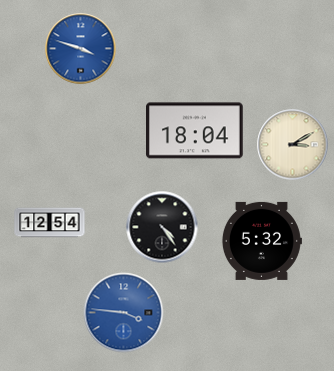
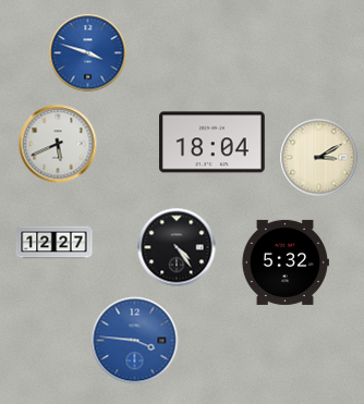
clock at (58, 144): none -> 5:41
clock at (50, 223): 12:54 -> 12:27
